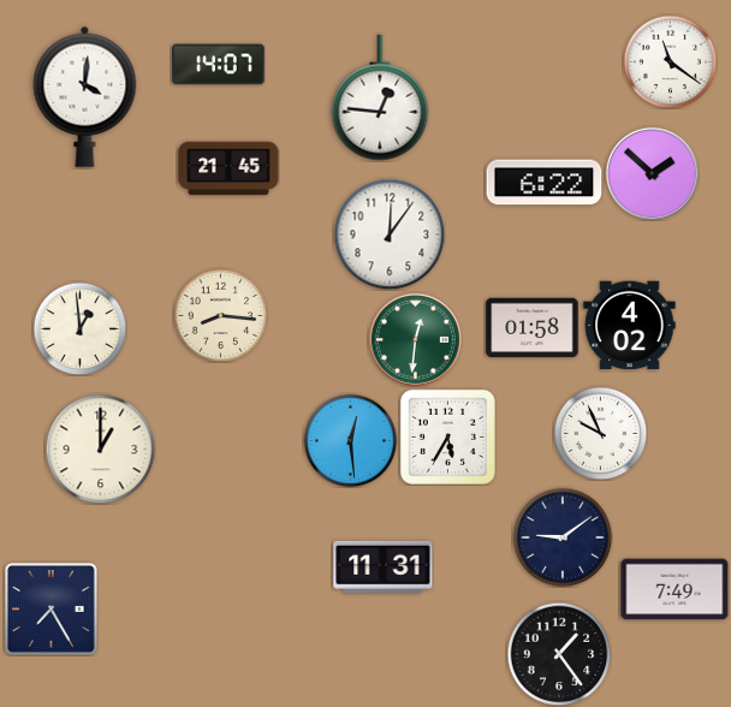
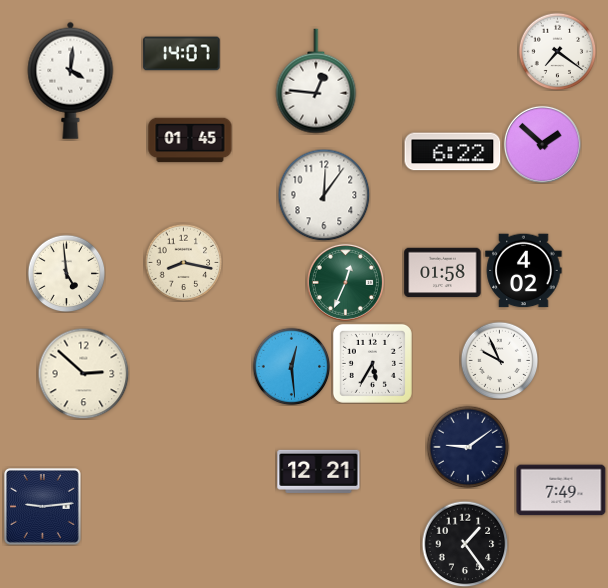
clock at (670, 61): 11:21 -> 7:21
clock at (228, 168): 21:45 -> 01:45
clock at (220, 315): 8:16 -> 8:17
clock at (79, 328): 12:59 -> 4:59
clock at (415, 339): 12:31 -> 12:34
clock at (100, 448): 1:00 -> 2:52
clock at (384, 566): 11:31 -> 12:21
clock at (52, 610): 7:25 -> 9:14
